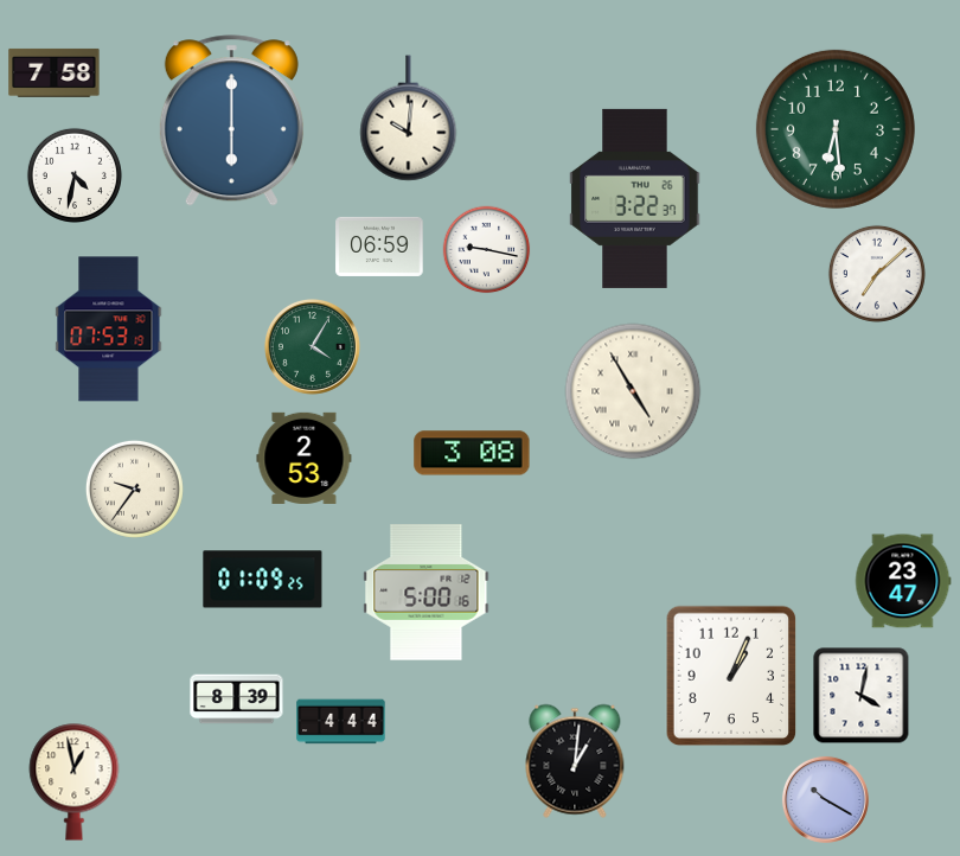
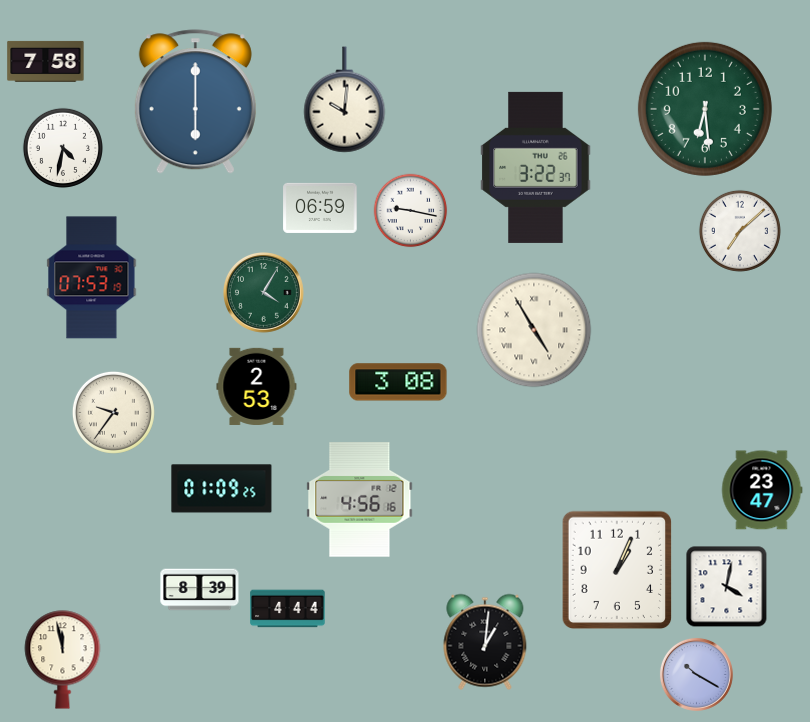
clock at (427, 593): 5:00 -> 4:56
clock at (75, 782): 12:58 -> 11:58
